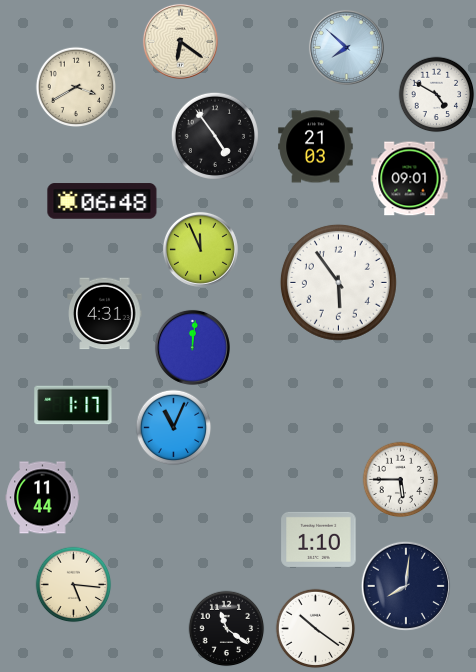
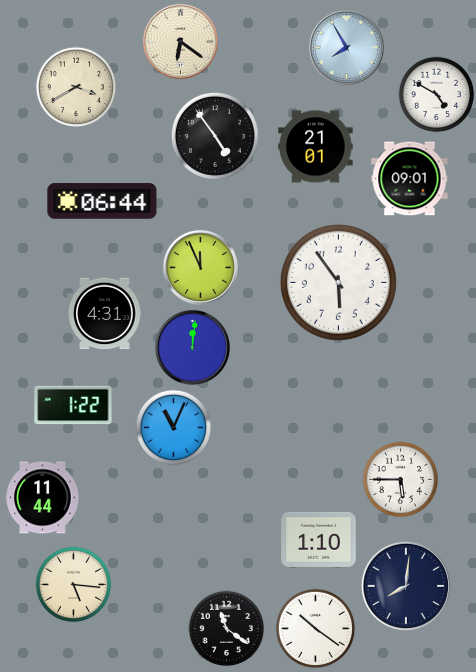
clock at (346, 47): 7:52 -> 7:55
clock at (316, 147): 21:03 -> 21:01
clock at (102, 201): 06:48 -> 06:44
clock at (200, 249) position: (200, 249) -> (200, 267)
clock at (73, 405): 1:17 -> 1:22
